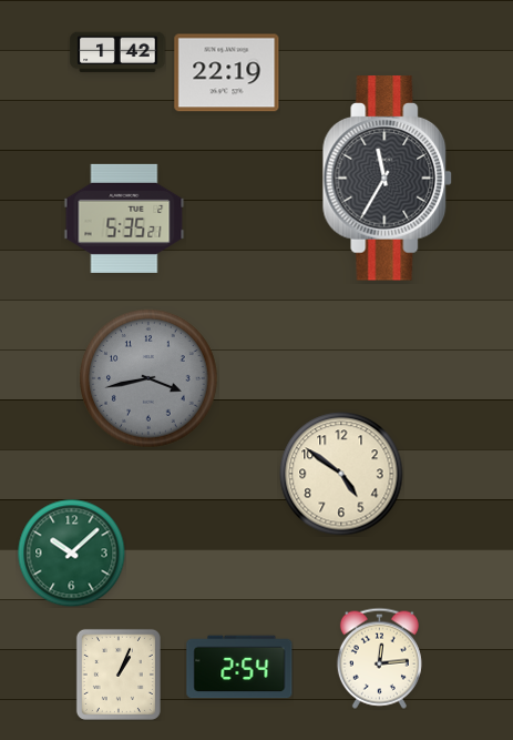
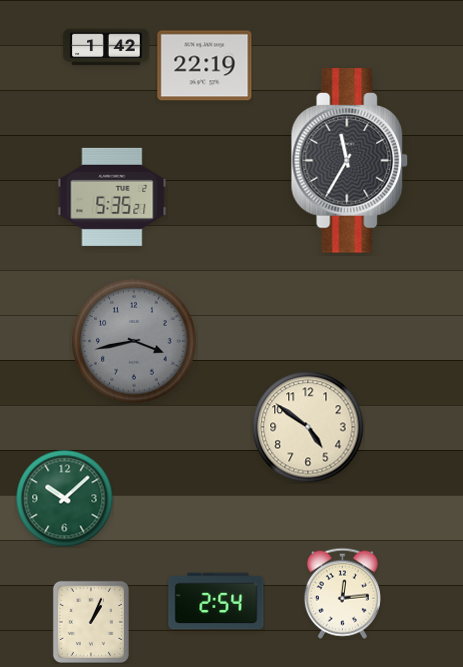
clock at (119, 675) position: (119, 675) -> (91, 622)
